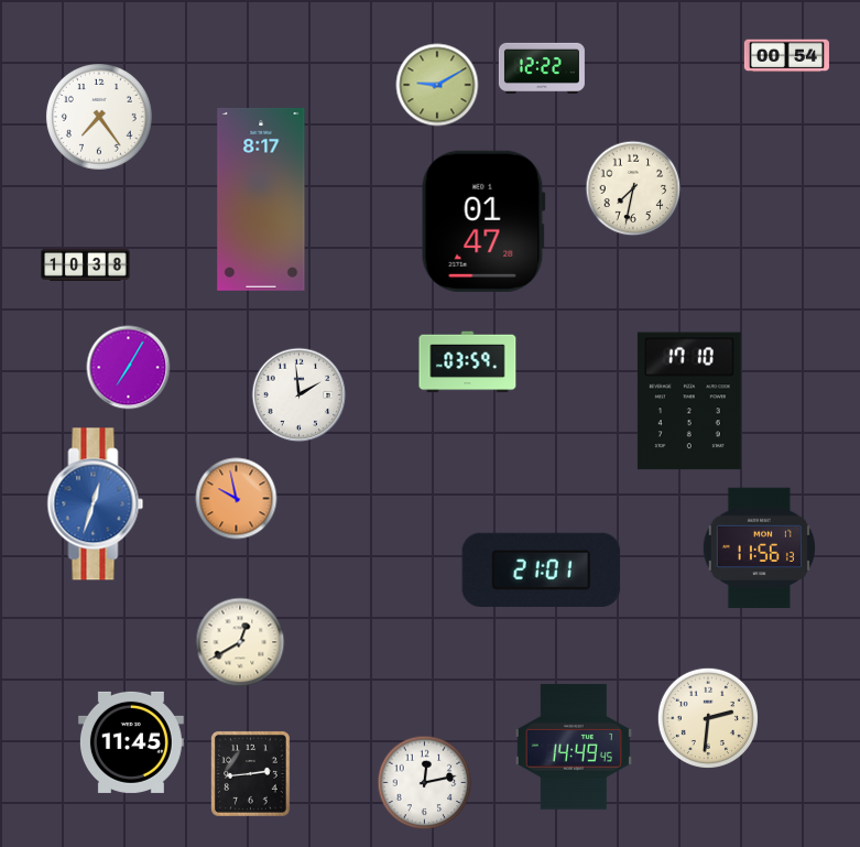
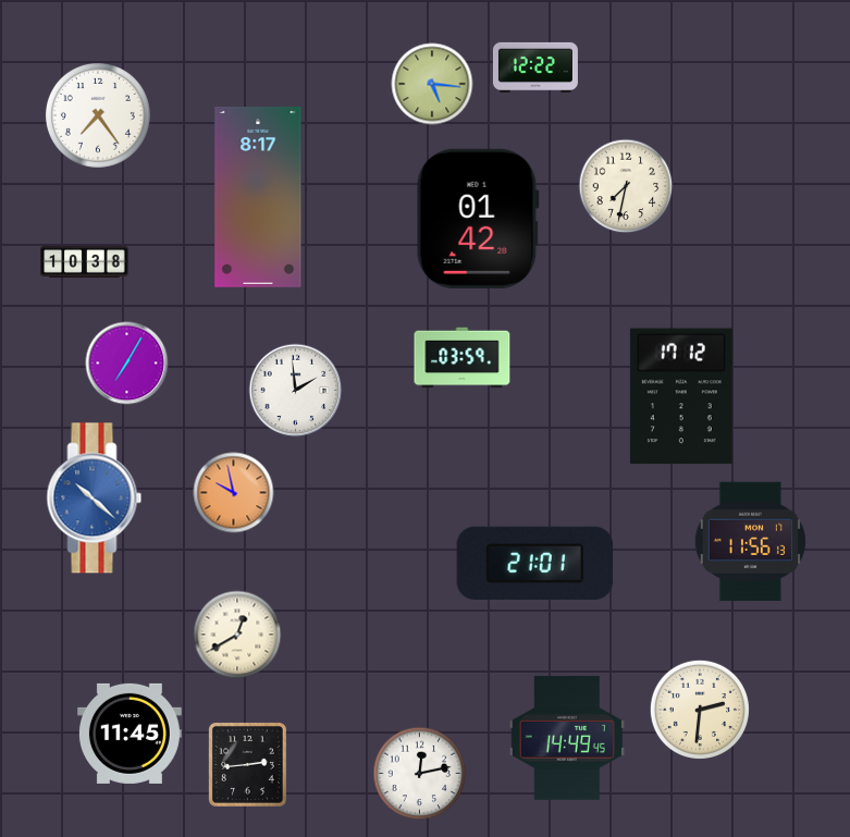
clock at (786, 56): 00:54 -> none
clock at (437, 85): 9:10 -> 5:16
clock at (483, 221): 01:47 -> 01:42
clock at (689, 401): 17:10 -> 17:12
clock at (96, 504): 12:33 -> 10:22
